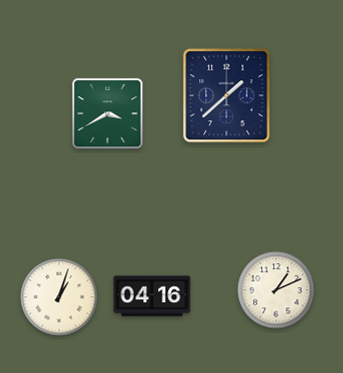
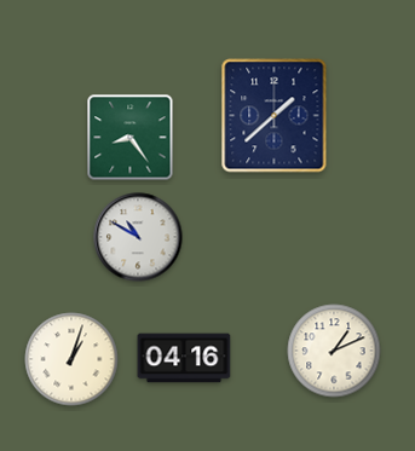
clock at (108, 114): 3:40 -> 8:24
clock at (138, 237): none -> 10:50
